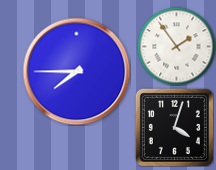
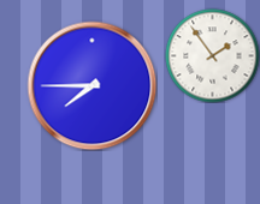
clock at (174, 127): 4:03 -> none
